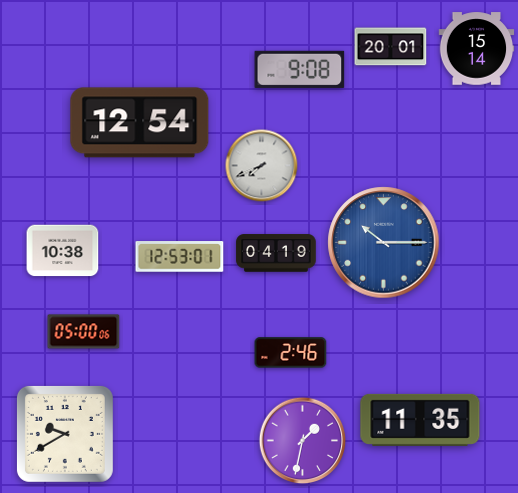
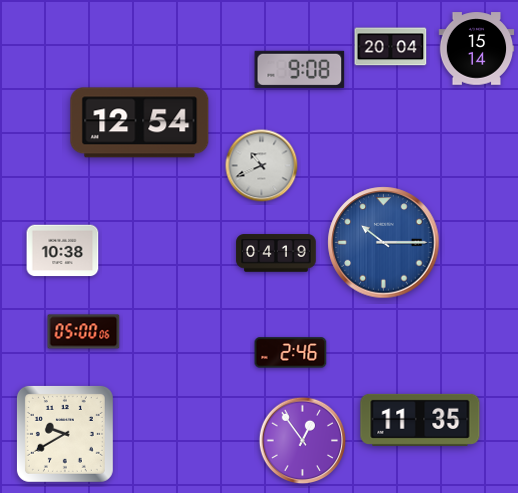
clock at (391, 47): 20:01 -> 20:04
clock at (262, 166): 7:41 -> 10:41
clock at (180, 257): 12:53 -> none
clock at (303, 441): 1:32 -> 12:54
